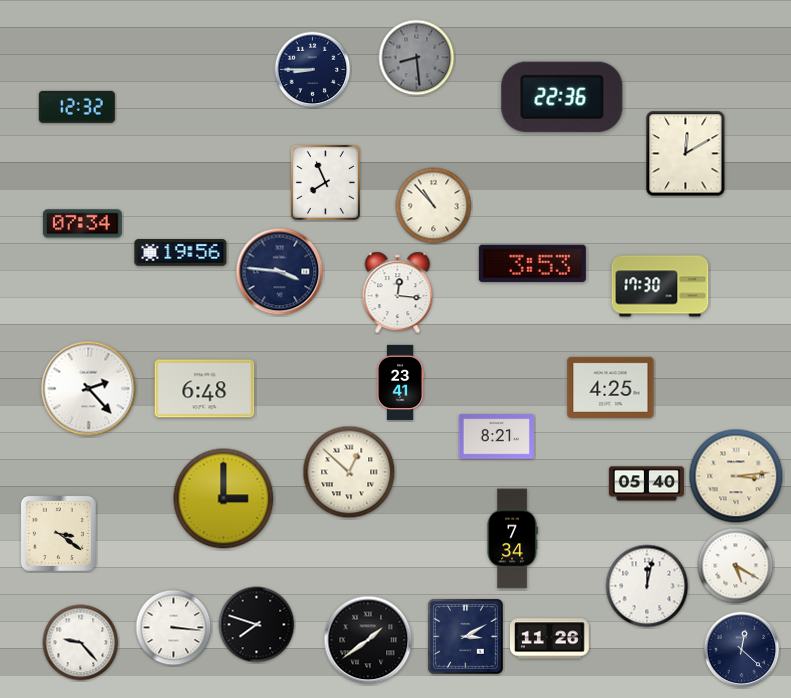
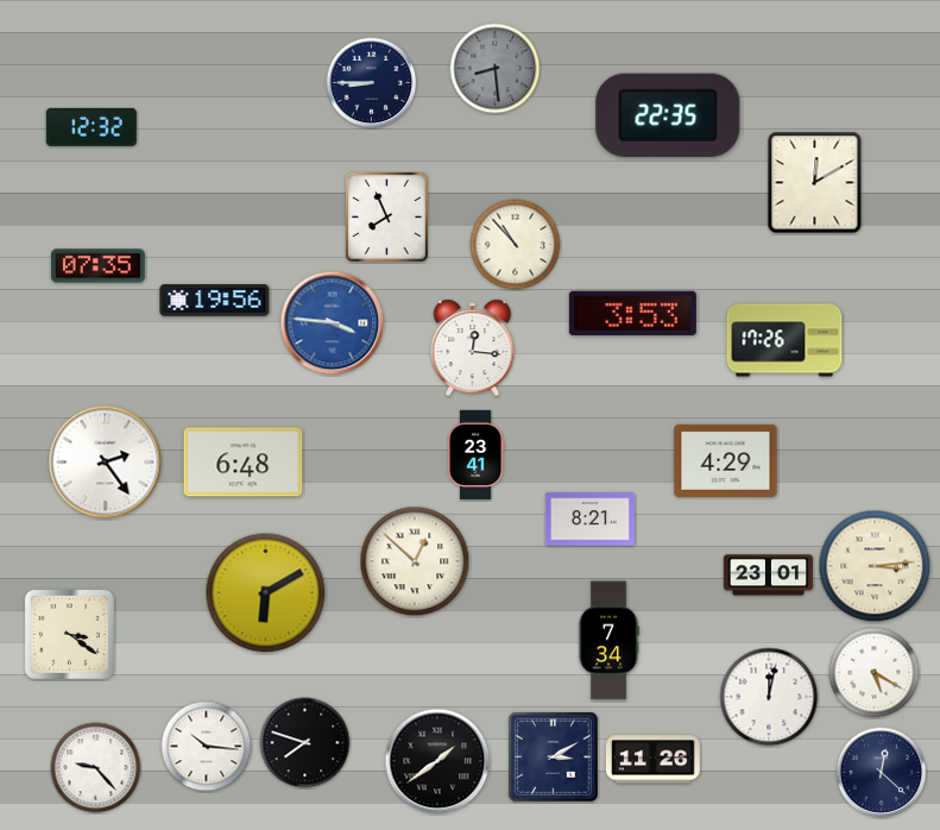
clock at (562, 97): 22:36 -> 22:35
clock at (82, 224): 07:34 -> 07:35
clock at (280, 272) dial: navy -> blue
clock at (660, 286): 17:30 -> 17:26
clock at (611, 387): 4:25 -> 4:29
clock at (89, 389): 2:23 -> 2:24
clock at (646, 484): 05:40 -> 23:01
clock at (224, 499): 3:00 -> 6:10
clock at (174, 628): 3:16 -> 10:16
clock at (81, 643) position: (81, 643) -> (96, 768)
